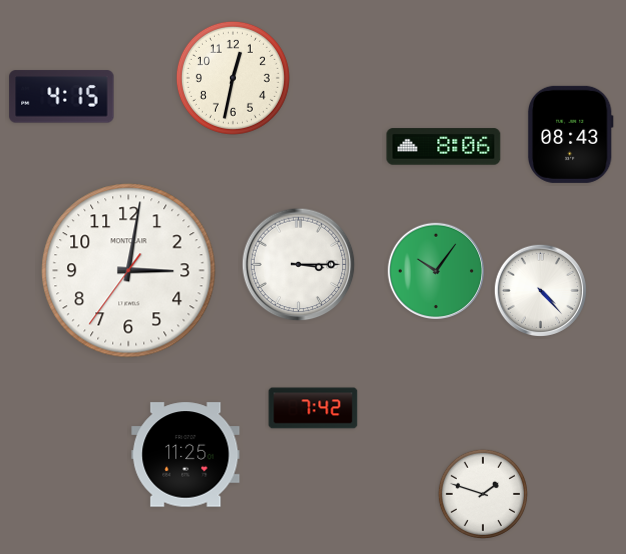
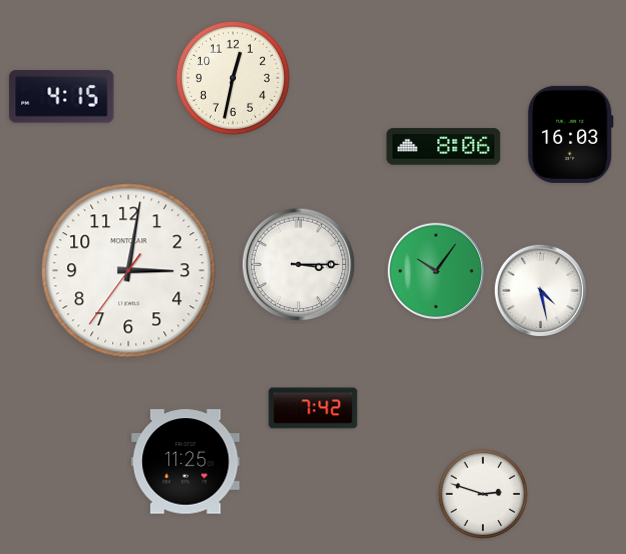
clock at (570, 134): 08:43 -> 16:03
clock at (540, 290): 4:23 -> 4:28
clock at (186, 455) position: (186, 455) -> (186, 462)
clock at (483, 494): 1:48 -> 2:48
